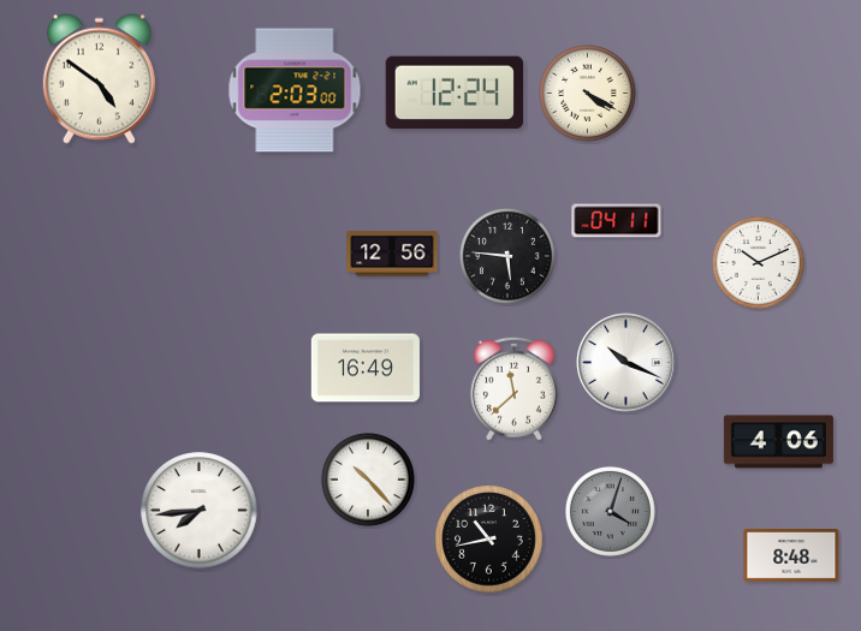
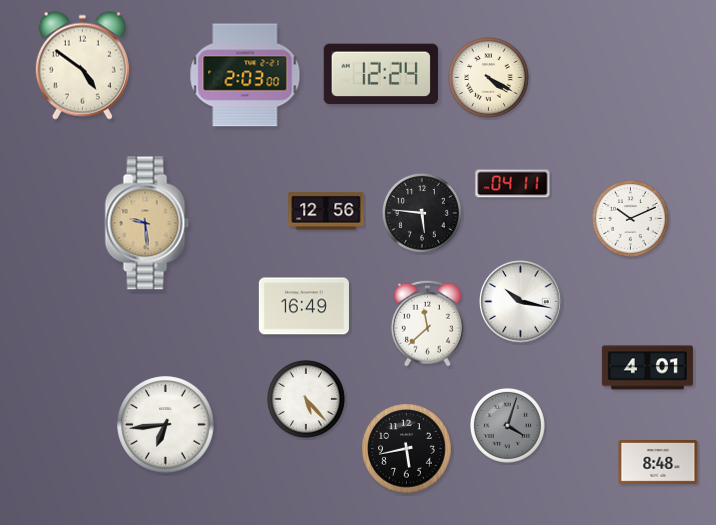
clock at (455, 93) position: (455, 93) -> (381, 74)
clock at (147, 223): none -> 9:29
clock at (627, 363): 10:19 -> 10:17
clock at (778, 442): 4:06 -> 4:01
clock at (368, 480): 10:23 -> 5:23
clock at (200, 511): 7:44 -> 6:44
clock at (489, 540): 10:43 -> 5:43
